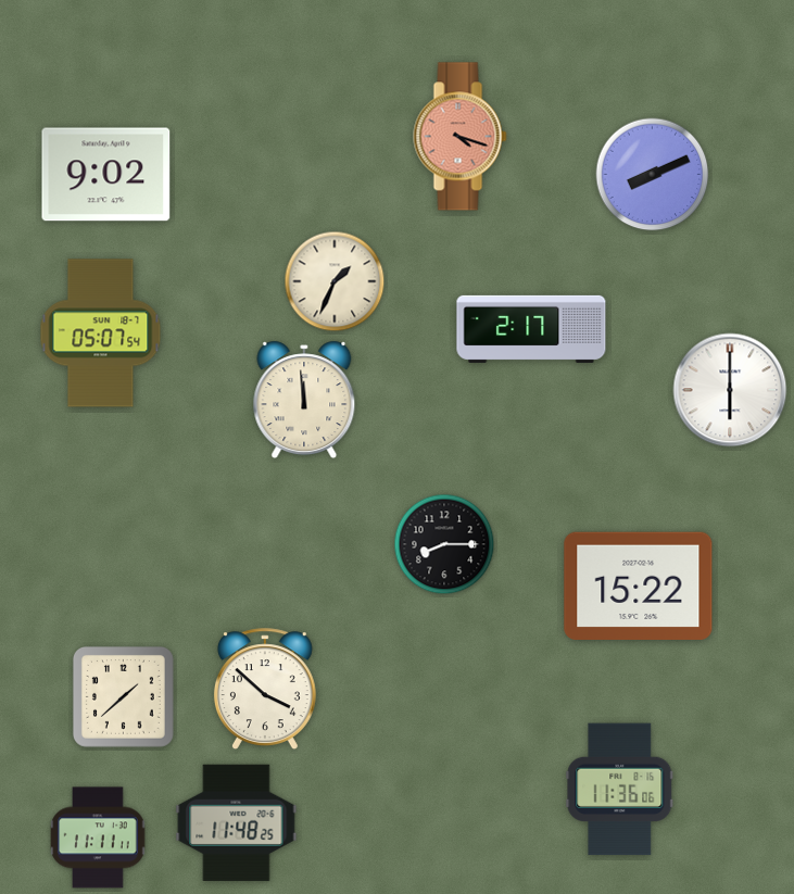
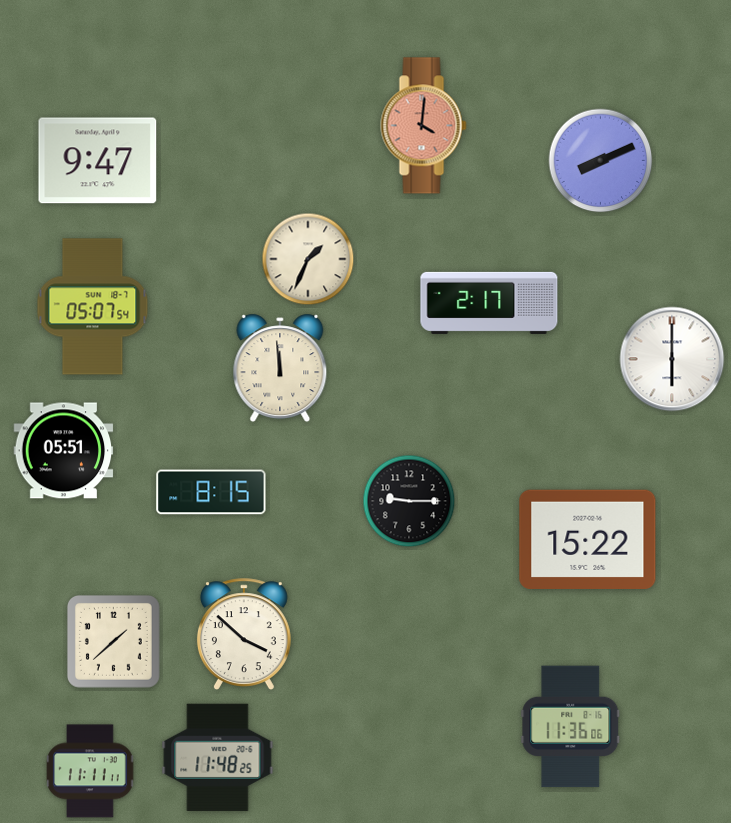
clock at (461, 137): 4:18 -> 4:01
clock at (106, 175): 9:02 -> 9:47
clock at (64, 451): none -> 05:51
clock at (211, 492): none -> 8:15
clock at (444, 544): 8:15 -> 9:15
